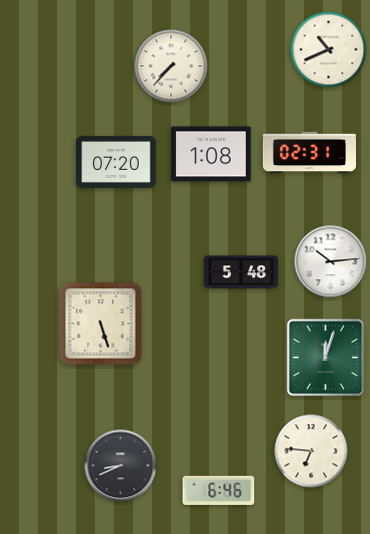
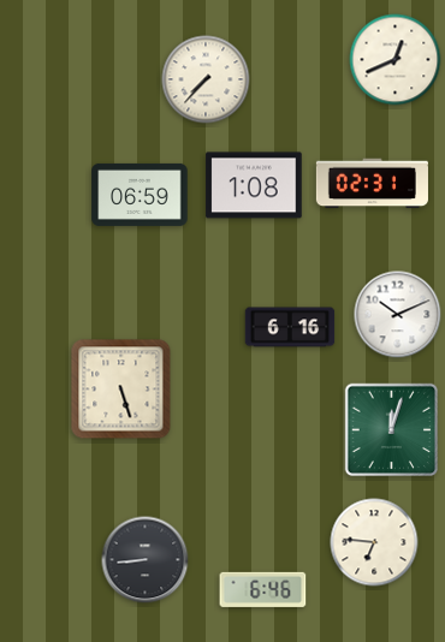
clock at (329, 50): 10:41 -> 12:41
clock at (116, 162): 07:20 -> 06:59
clock at (331, 262): 10:14 -> 10:11
clock at (241, 272): 5:48 -> 6:16
clock at (121, 466): 8:41 -> 8:44
